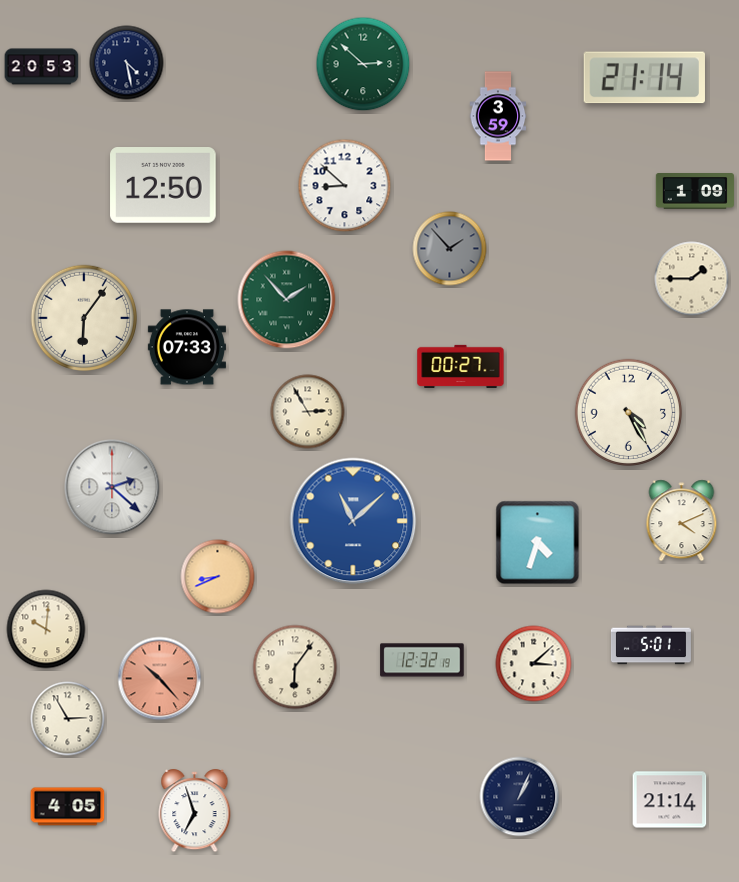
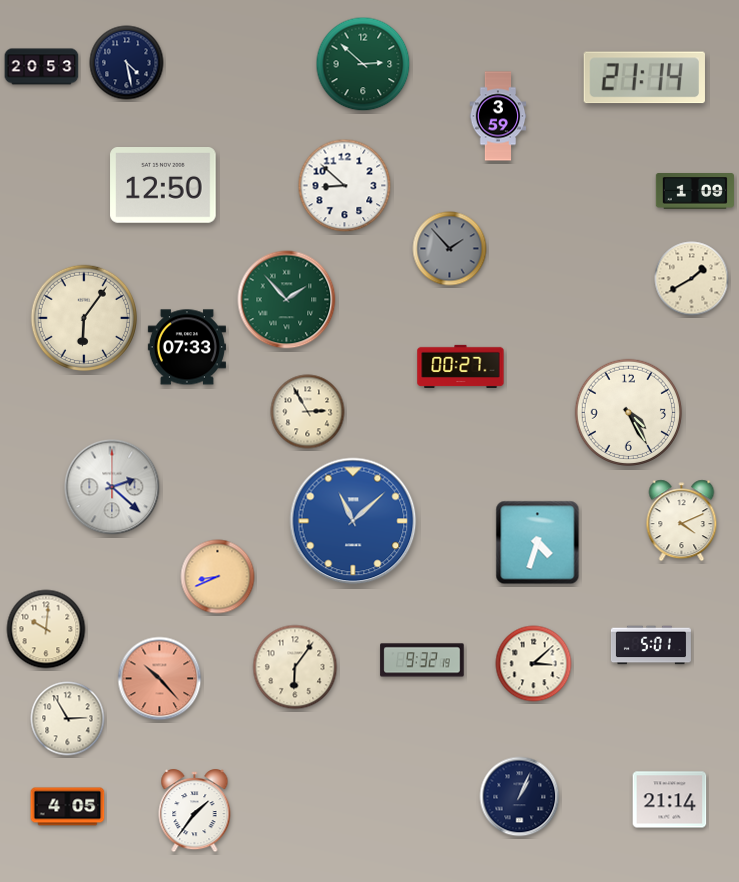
clock at (692, 279): 1:45 -> 1:40
clock at (422, 660): 12:32 -> 9:32
clock at (195, 812): 6:57 -> 1:36
